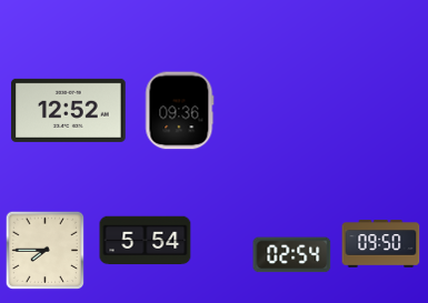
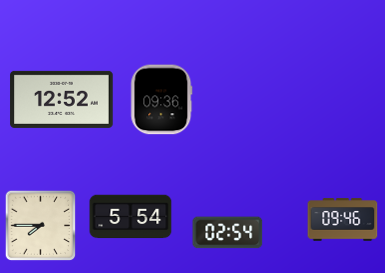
clock at (381, 244): 09:50 -> 09:46
clock at (292, 255) position: (292, 255) -> (228, 233)
